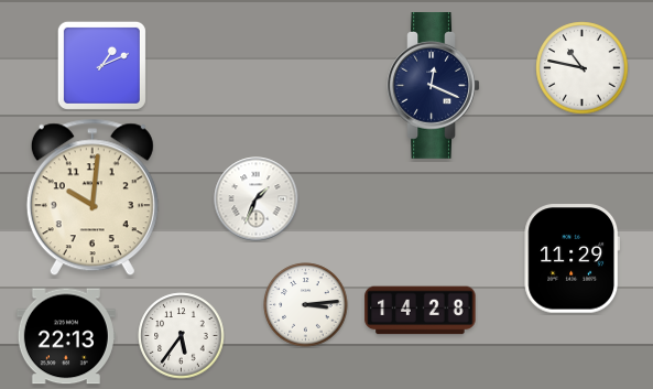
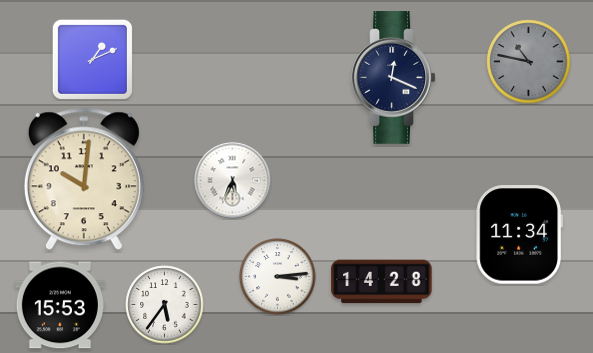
clock at (583, 68) dial: white -> grey
clock at (257, 199): 1:34 -> 5:34
clock at (572, 259): 11:29 -> 11:34
clock at (66, 336): 22:13 -> 15:53
